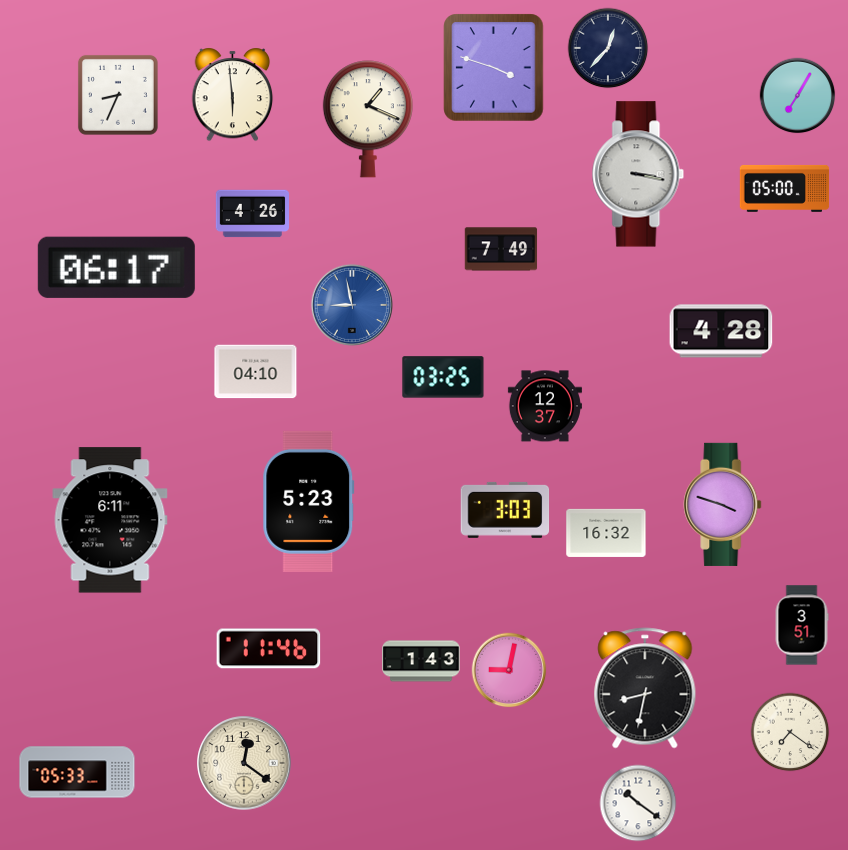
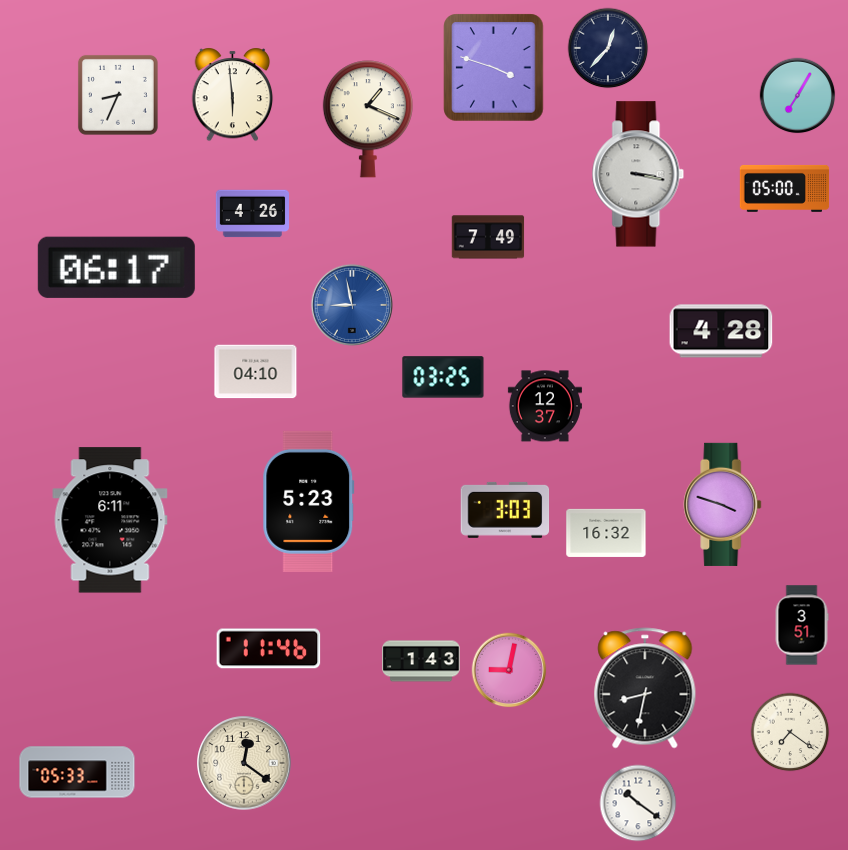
clock at (501, 249) position: (501, 249) -> (488, 237)
